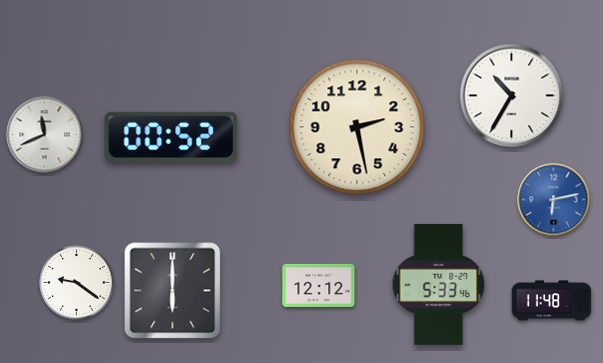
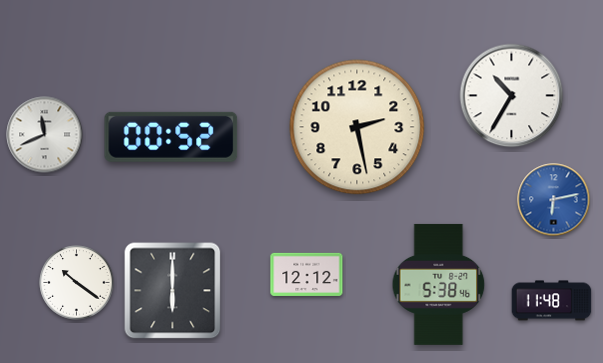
clock at (77, 283): 9:21 -> 10:21
clock at (439, 284): 5:33 -> 5:38
clock at (319, 285) position: (319, 285) -> (307, 274)
